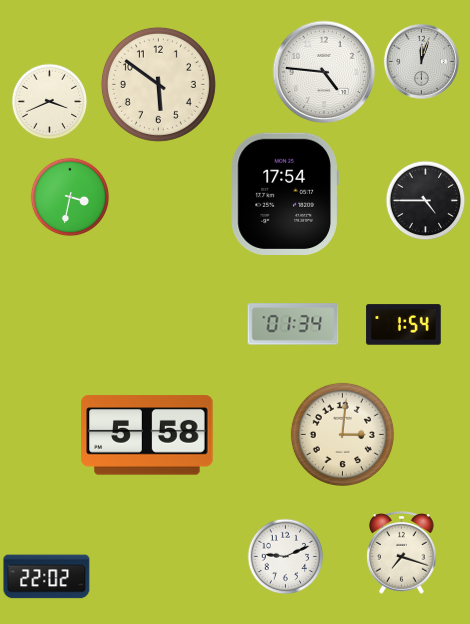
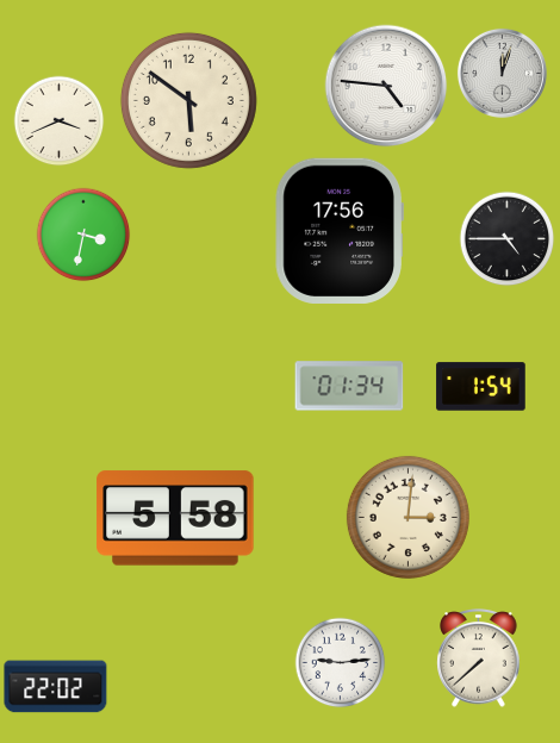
clock at (285, 194): 17:54 -> 17:56
clock at (402, 553): 7:18 -> 7:38
clock at (286, 557): 9:11 -> 9:14
